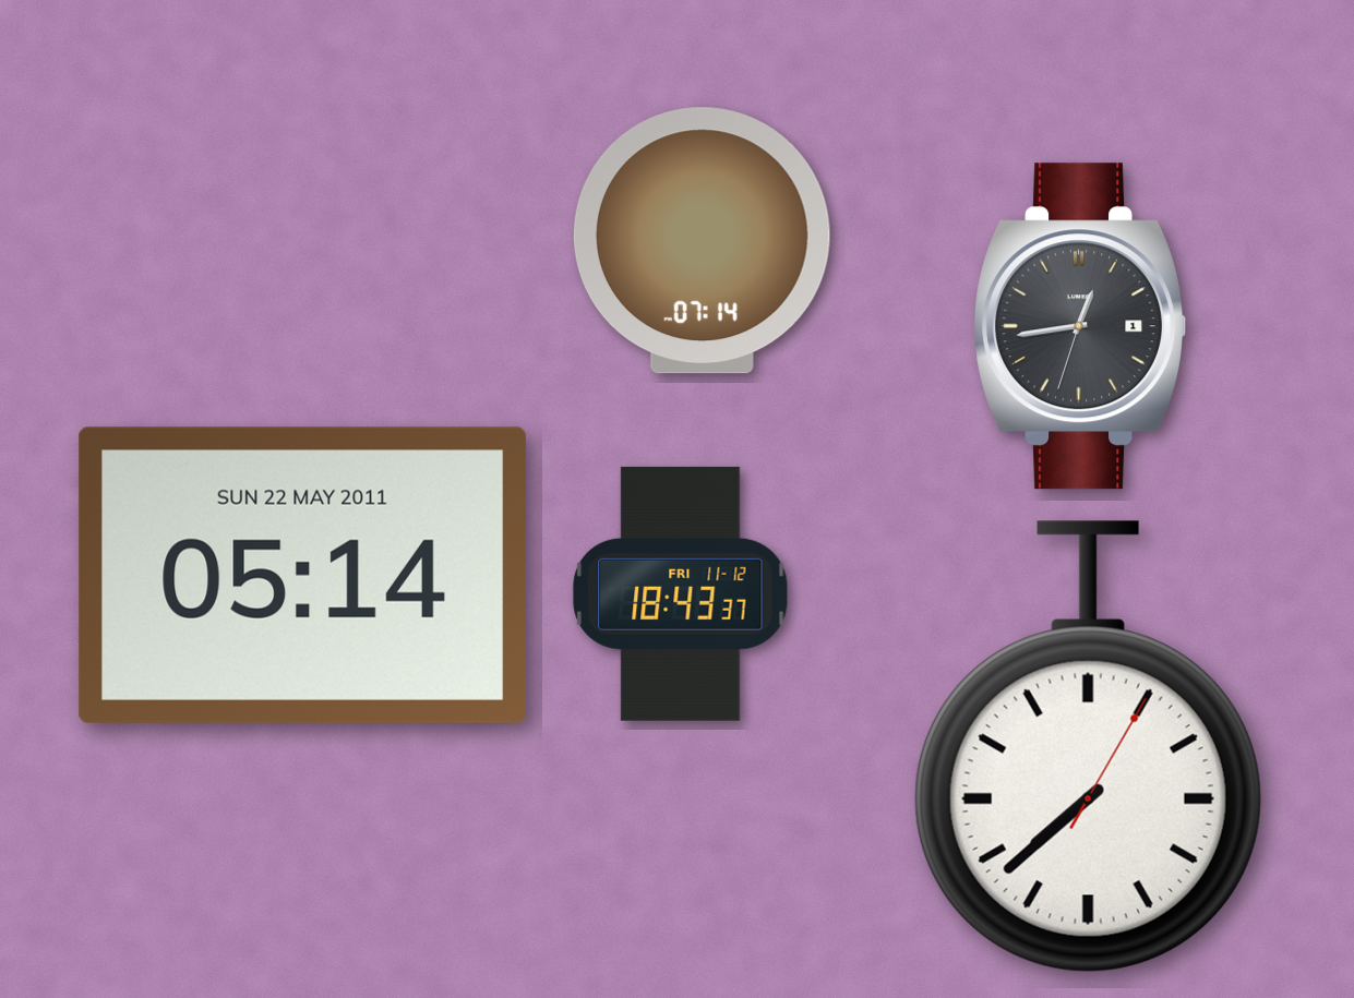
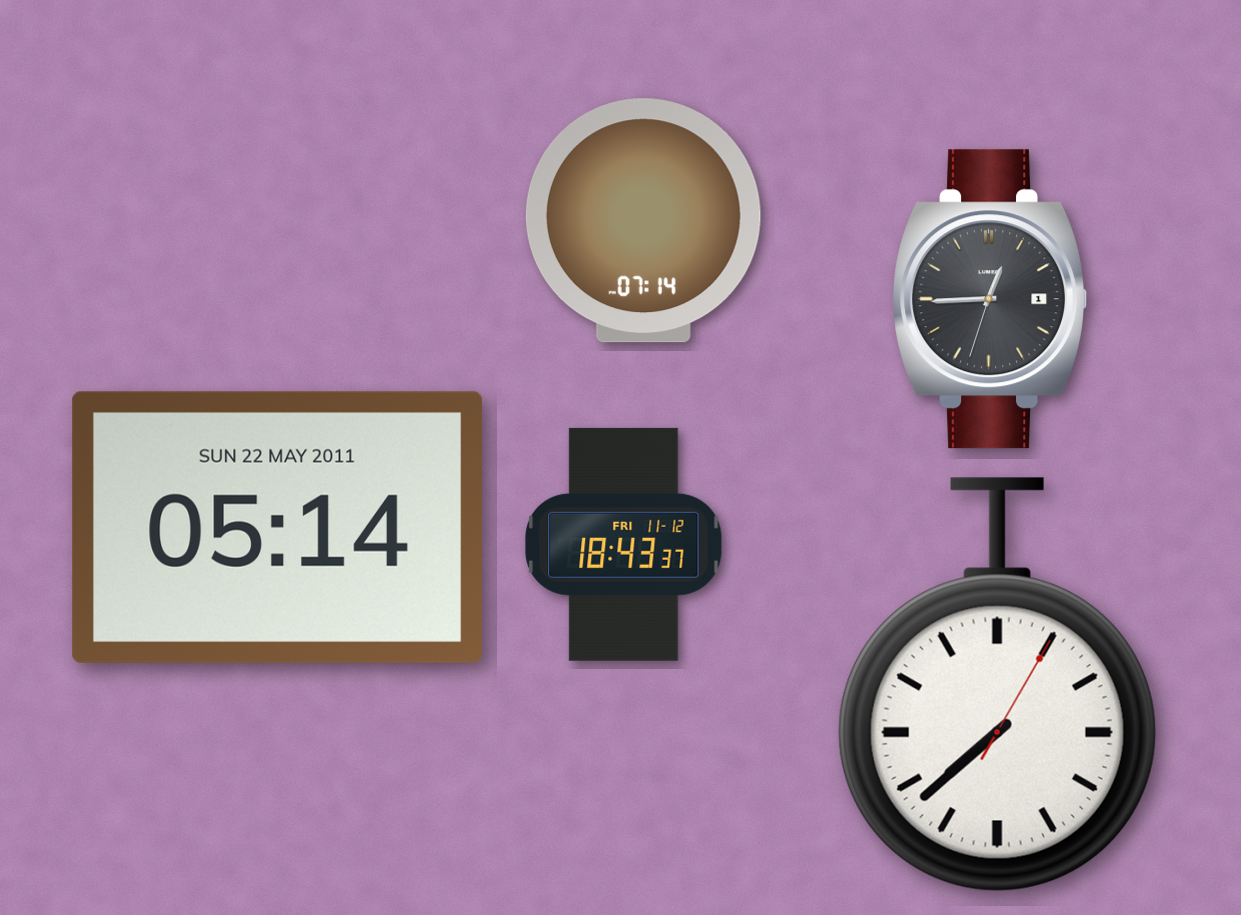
clock at (1079, 326): 12:43 -> 12:44
